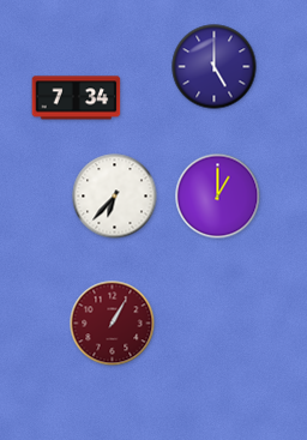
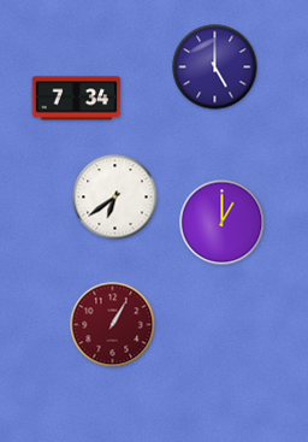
clock at (115, 197): 6:37 -> 6:39
clock at (218, 197) position: (218, 197) -> (223, 223)
